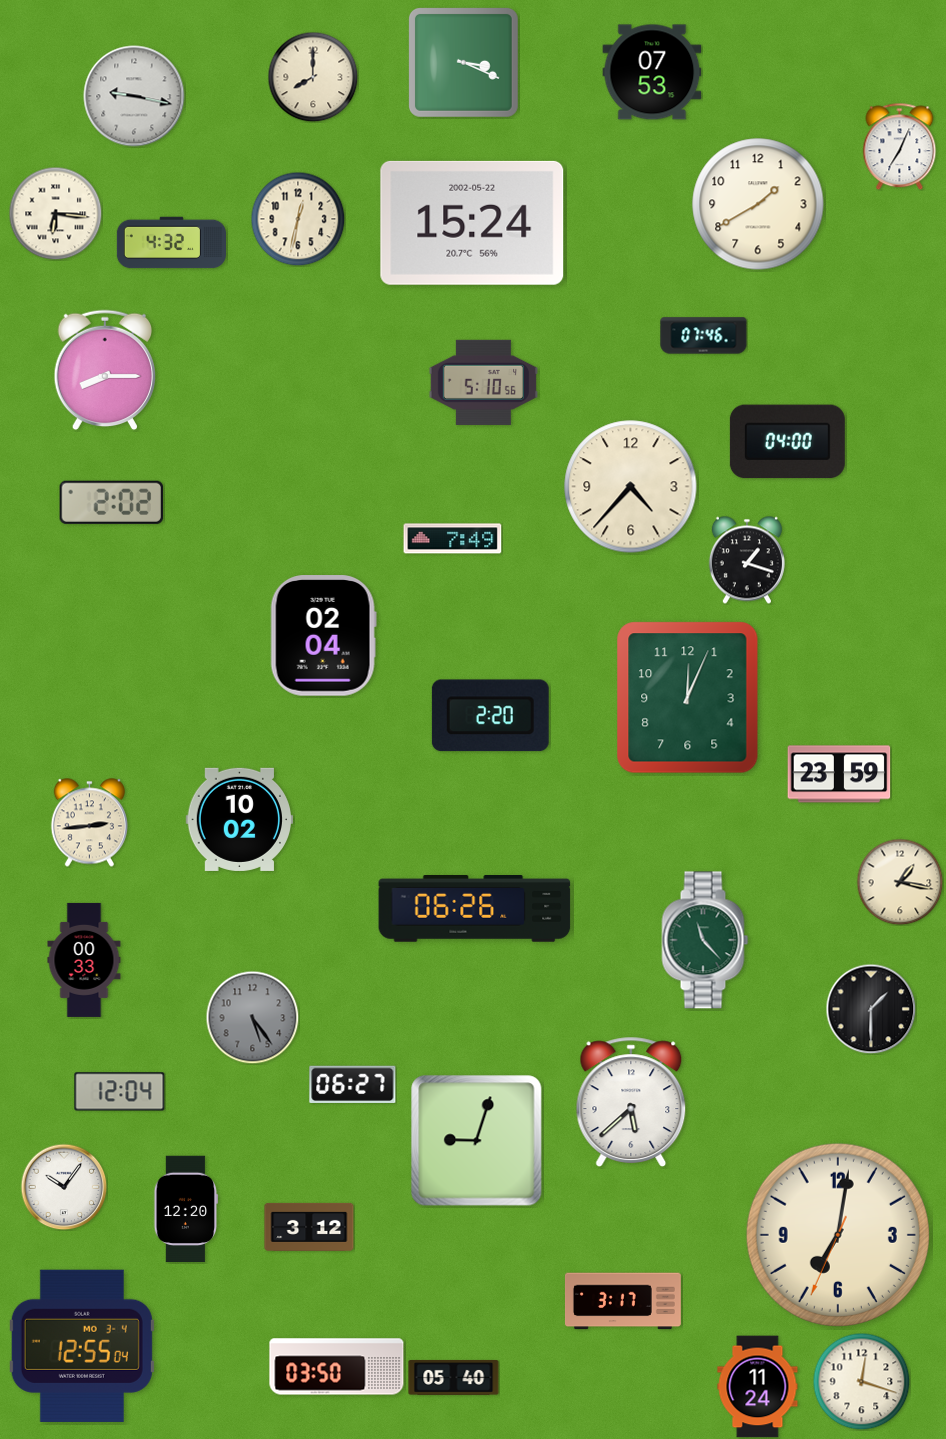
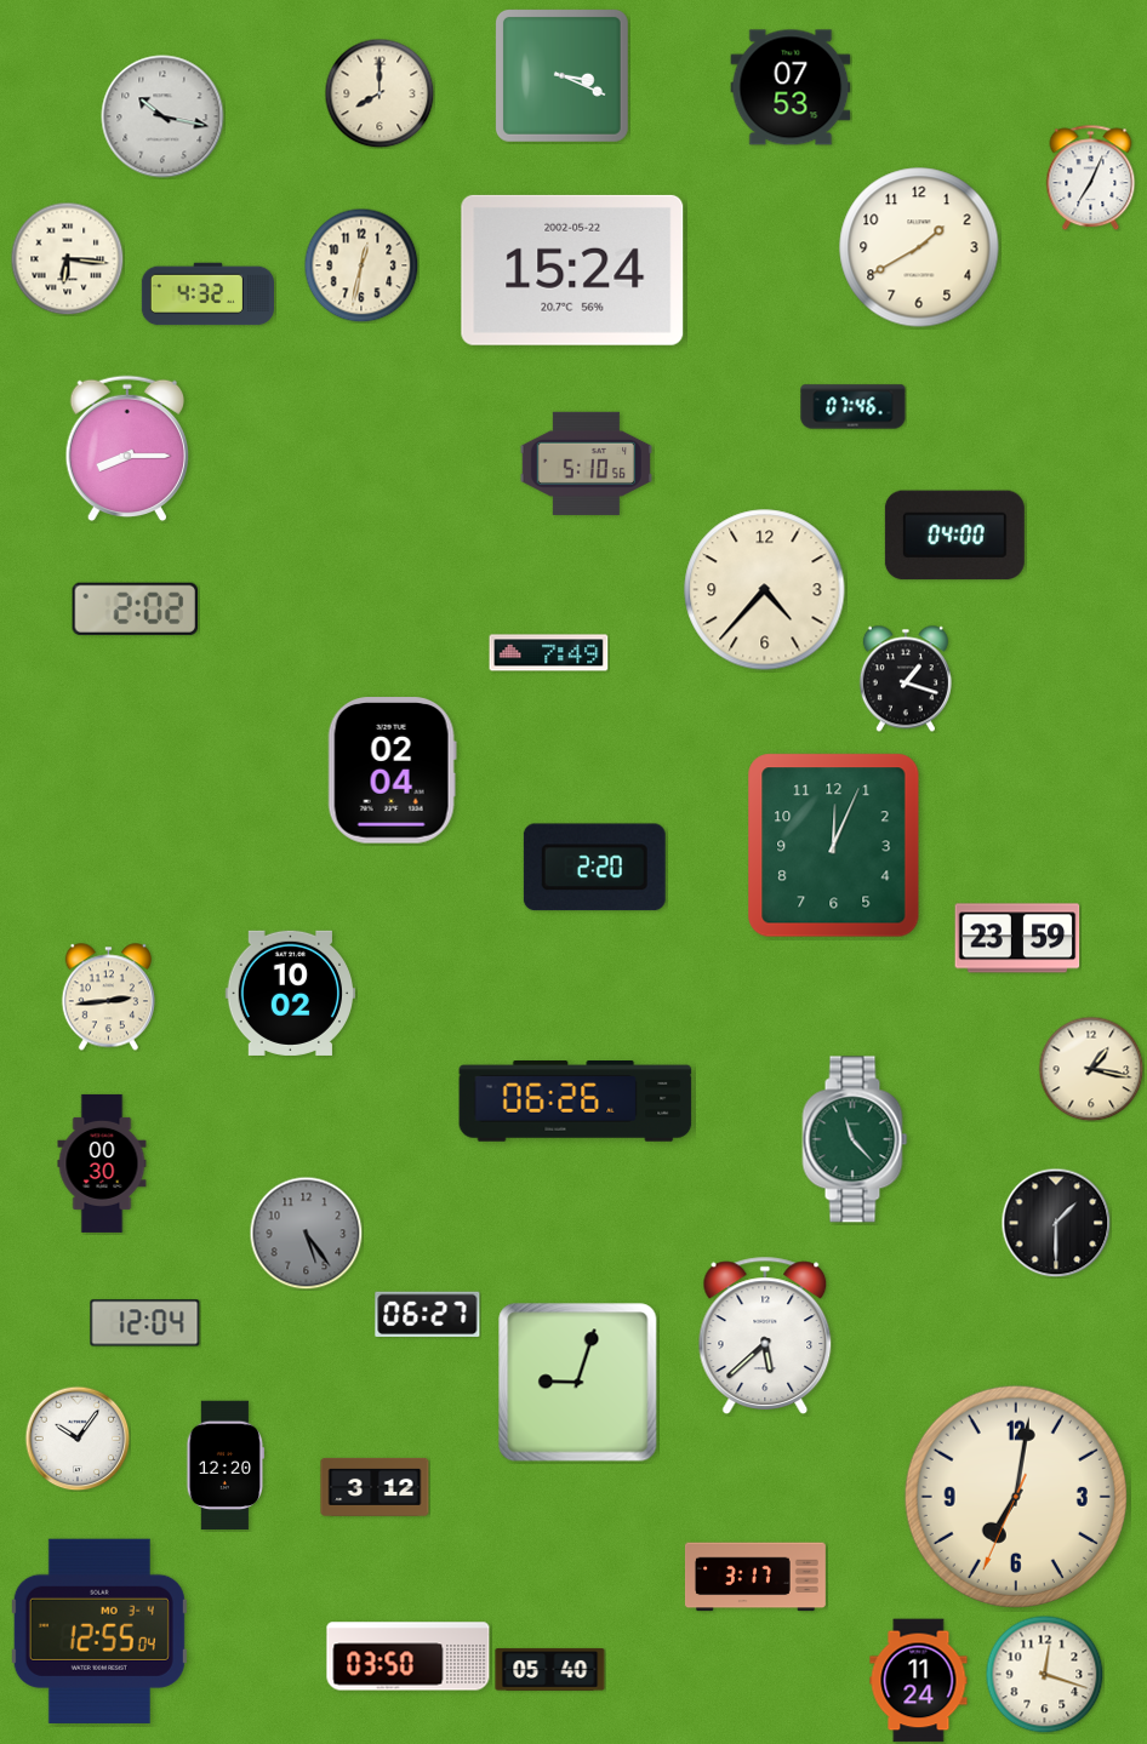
clock at (134, 96): 9:17 -> 10:17
clock at (84, 960): 00:33 -> 00:30
